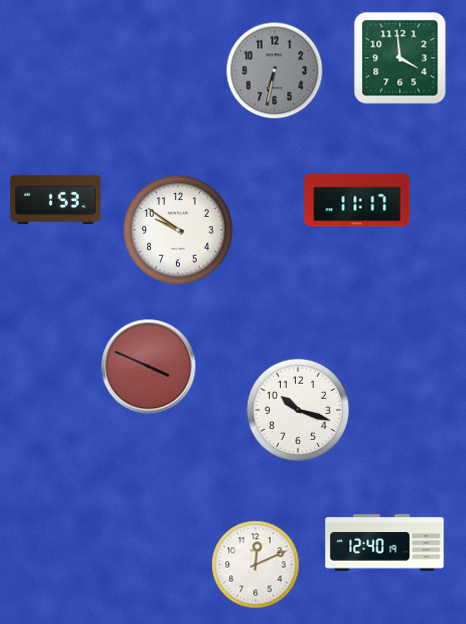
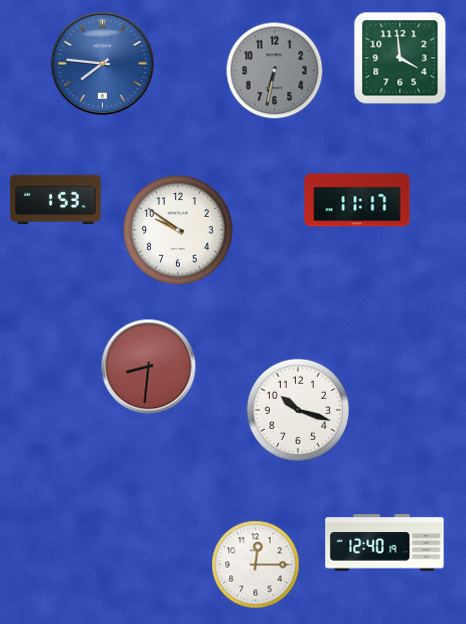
clock at (103, 64): none -> 7:46
clock at (149, 367): 3:49 -> 8:31
clock at (256, 565): 12:11 -> 12:15
